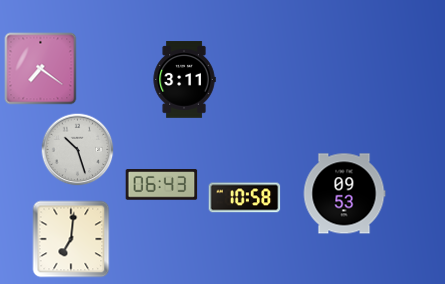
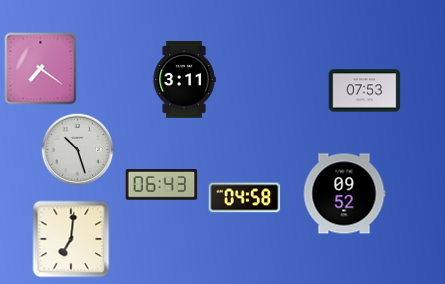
clock at (365, 91): none -> 07:53
clock at (344, 194): 09:53 -> 09:52
clock at (245, 198): 10:58 -> 04:58
